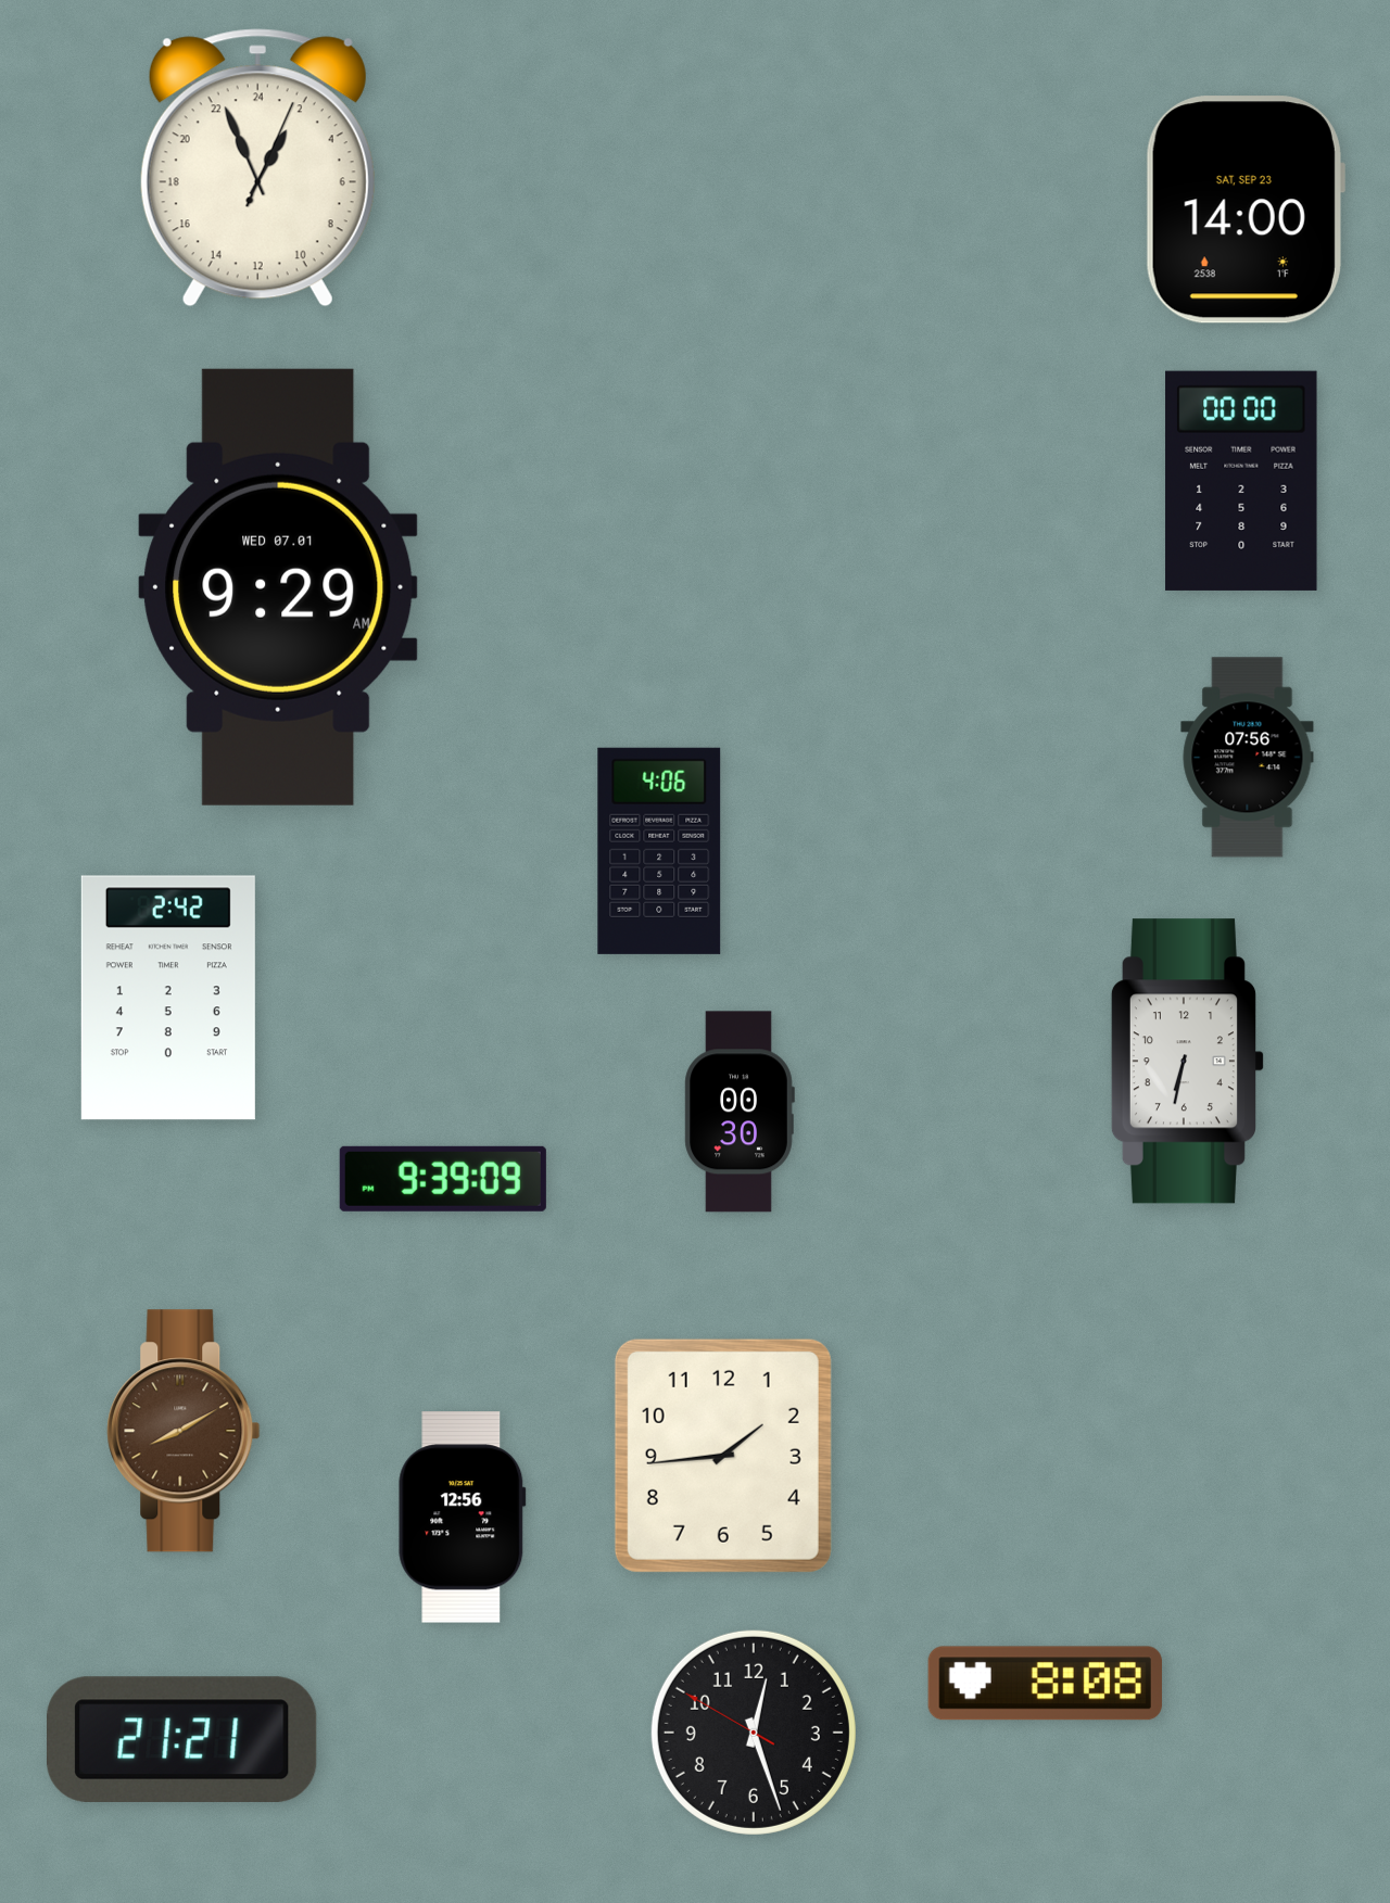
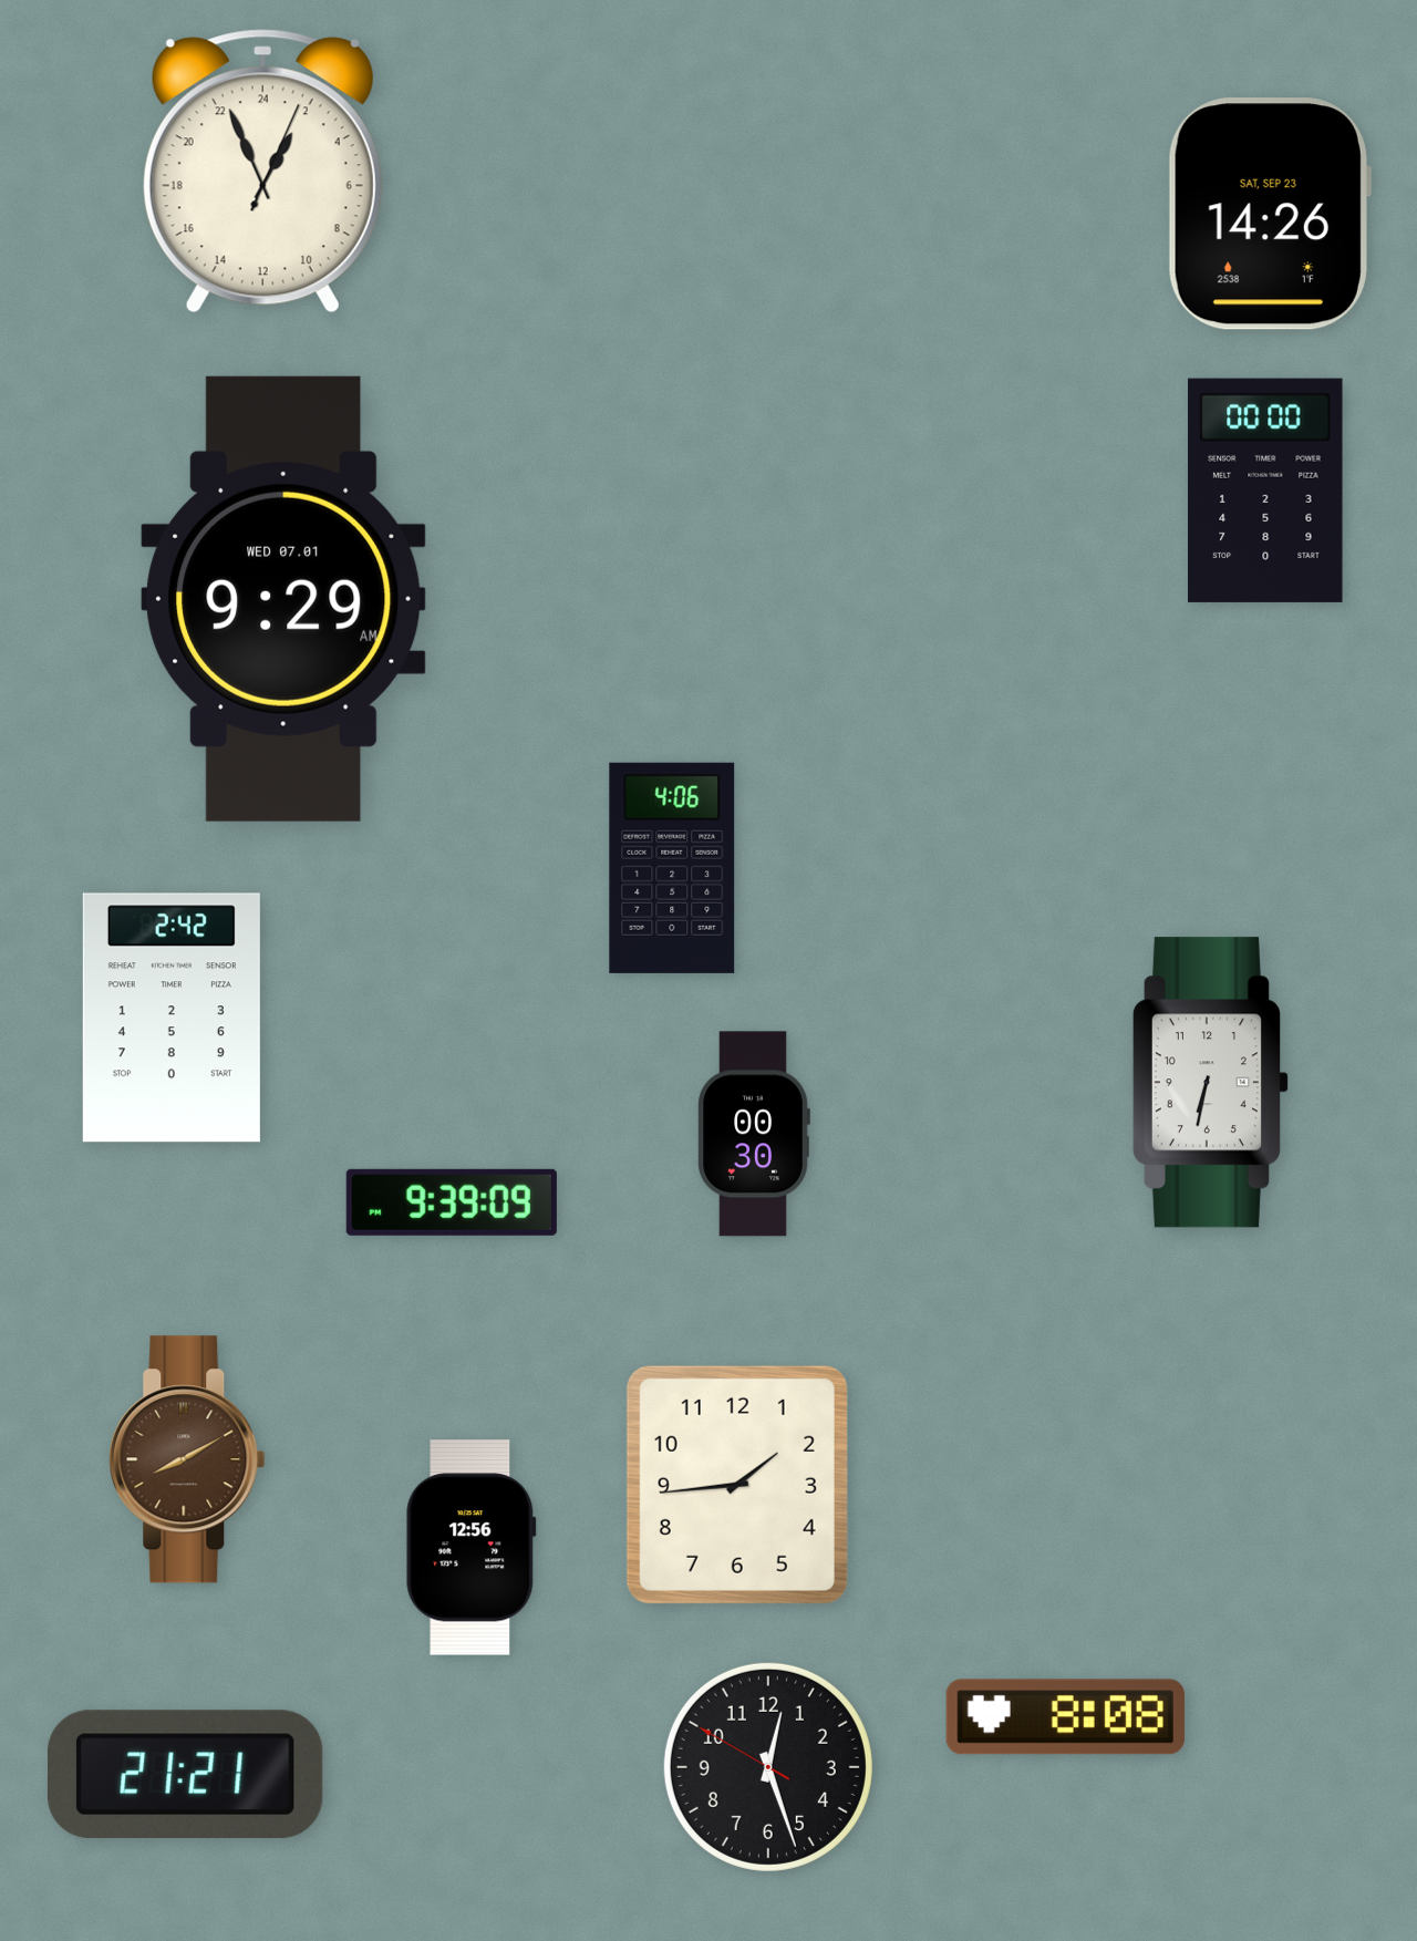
clock at (1244, 210): 14:00 -> 14:26
clock at (1248, 758): 07:56 -> none
